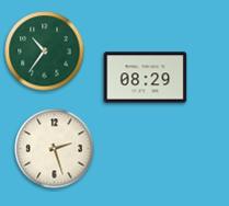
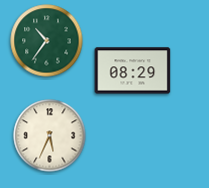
clock at (45, 51) position: (45, 51) -> (47, 41)
clock at (55, 149): 2:27 -> 5:34
